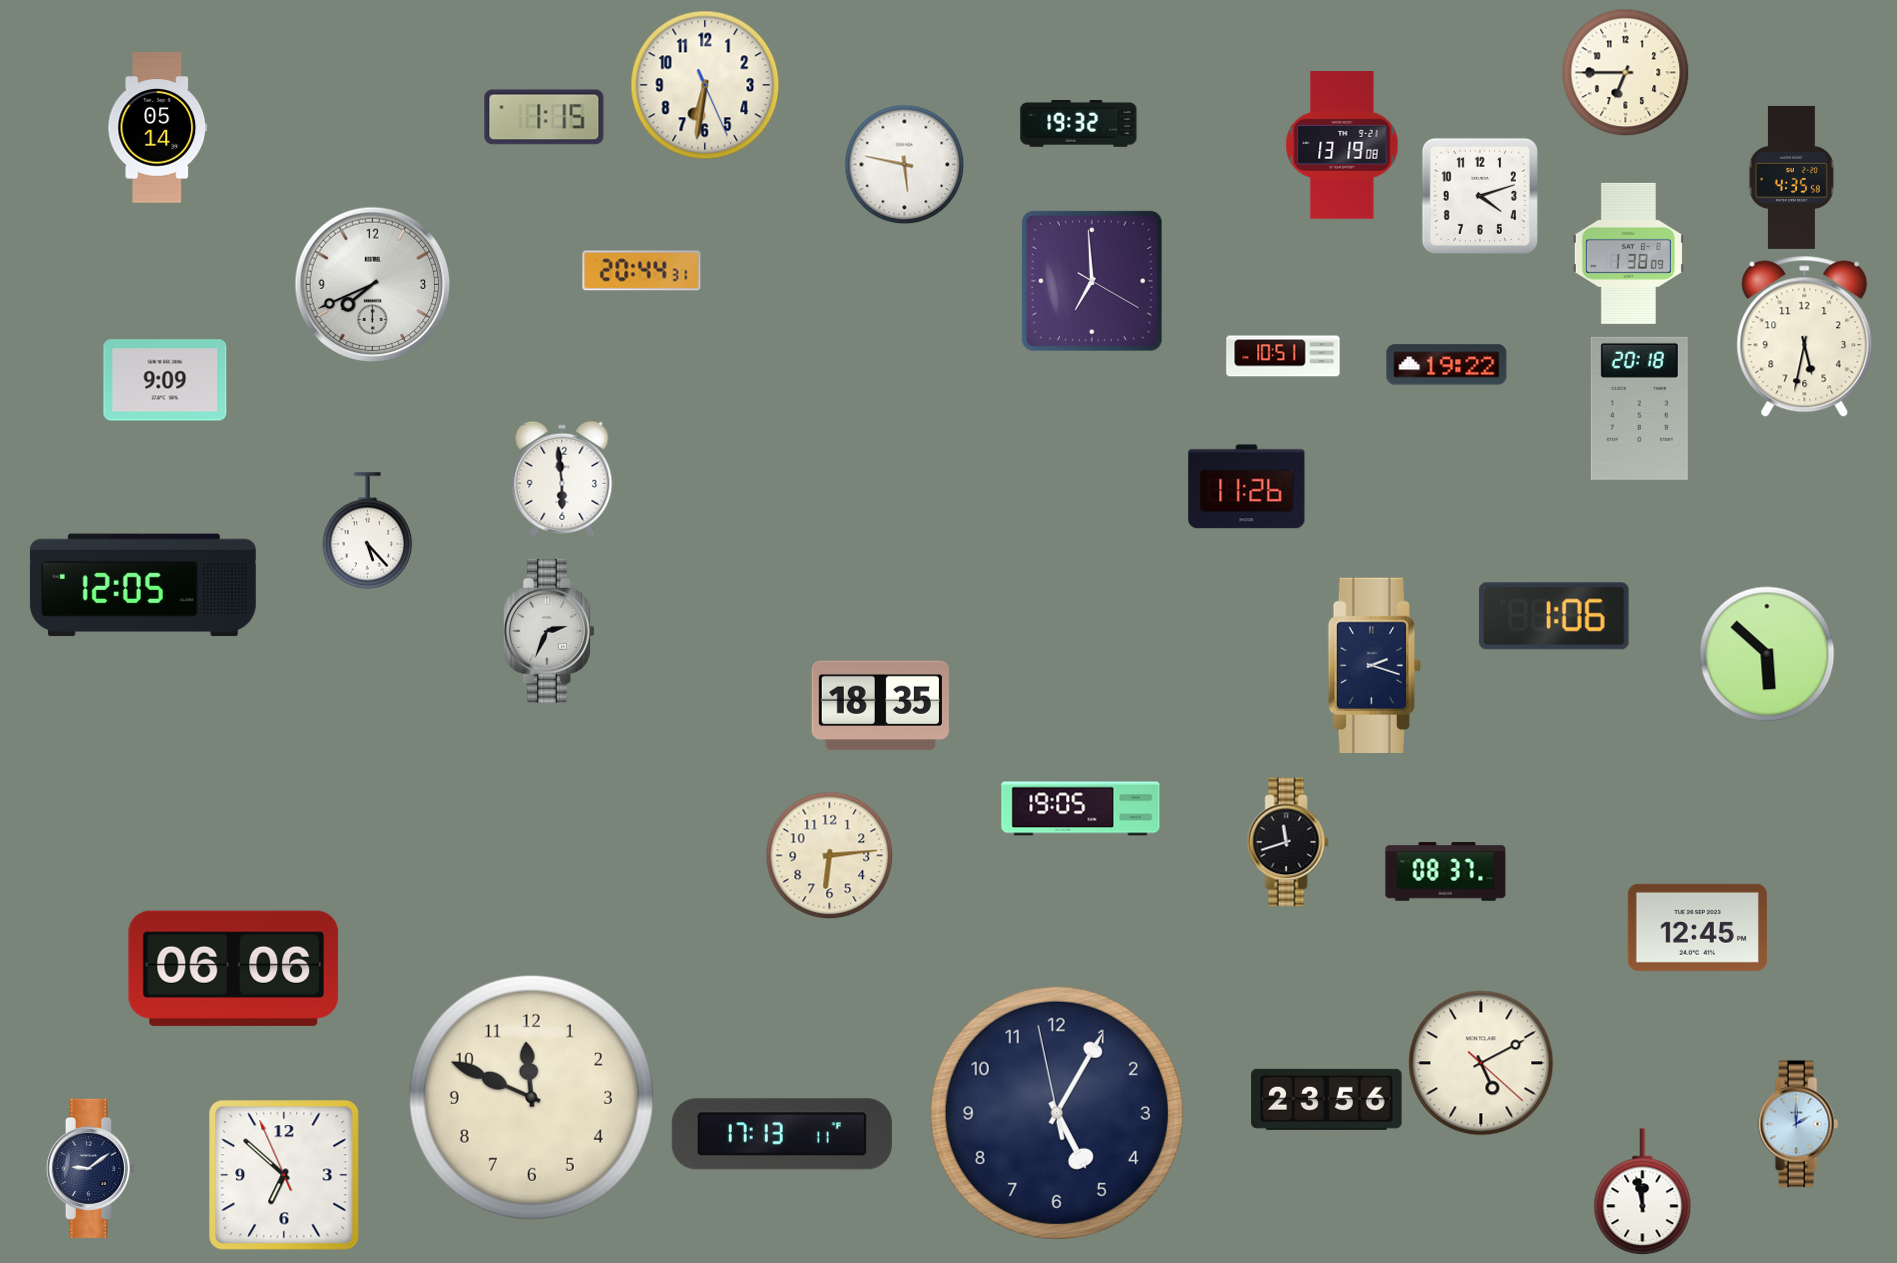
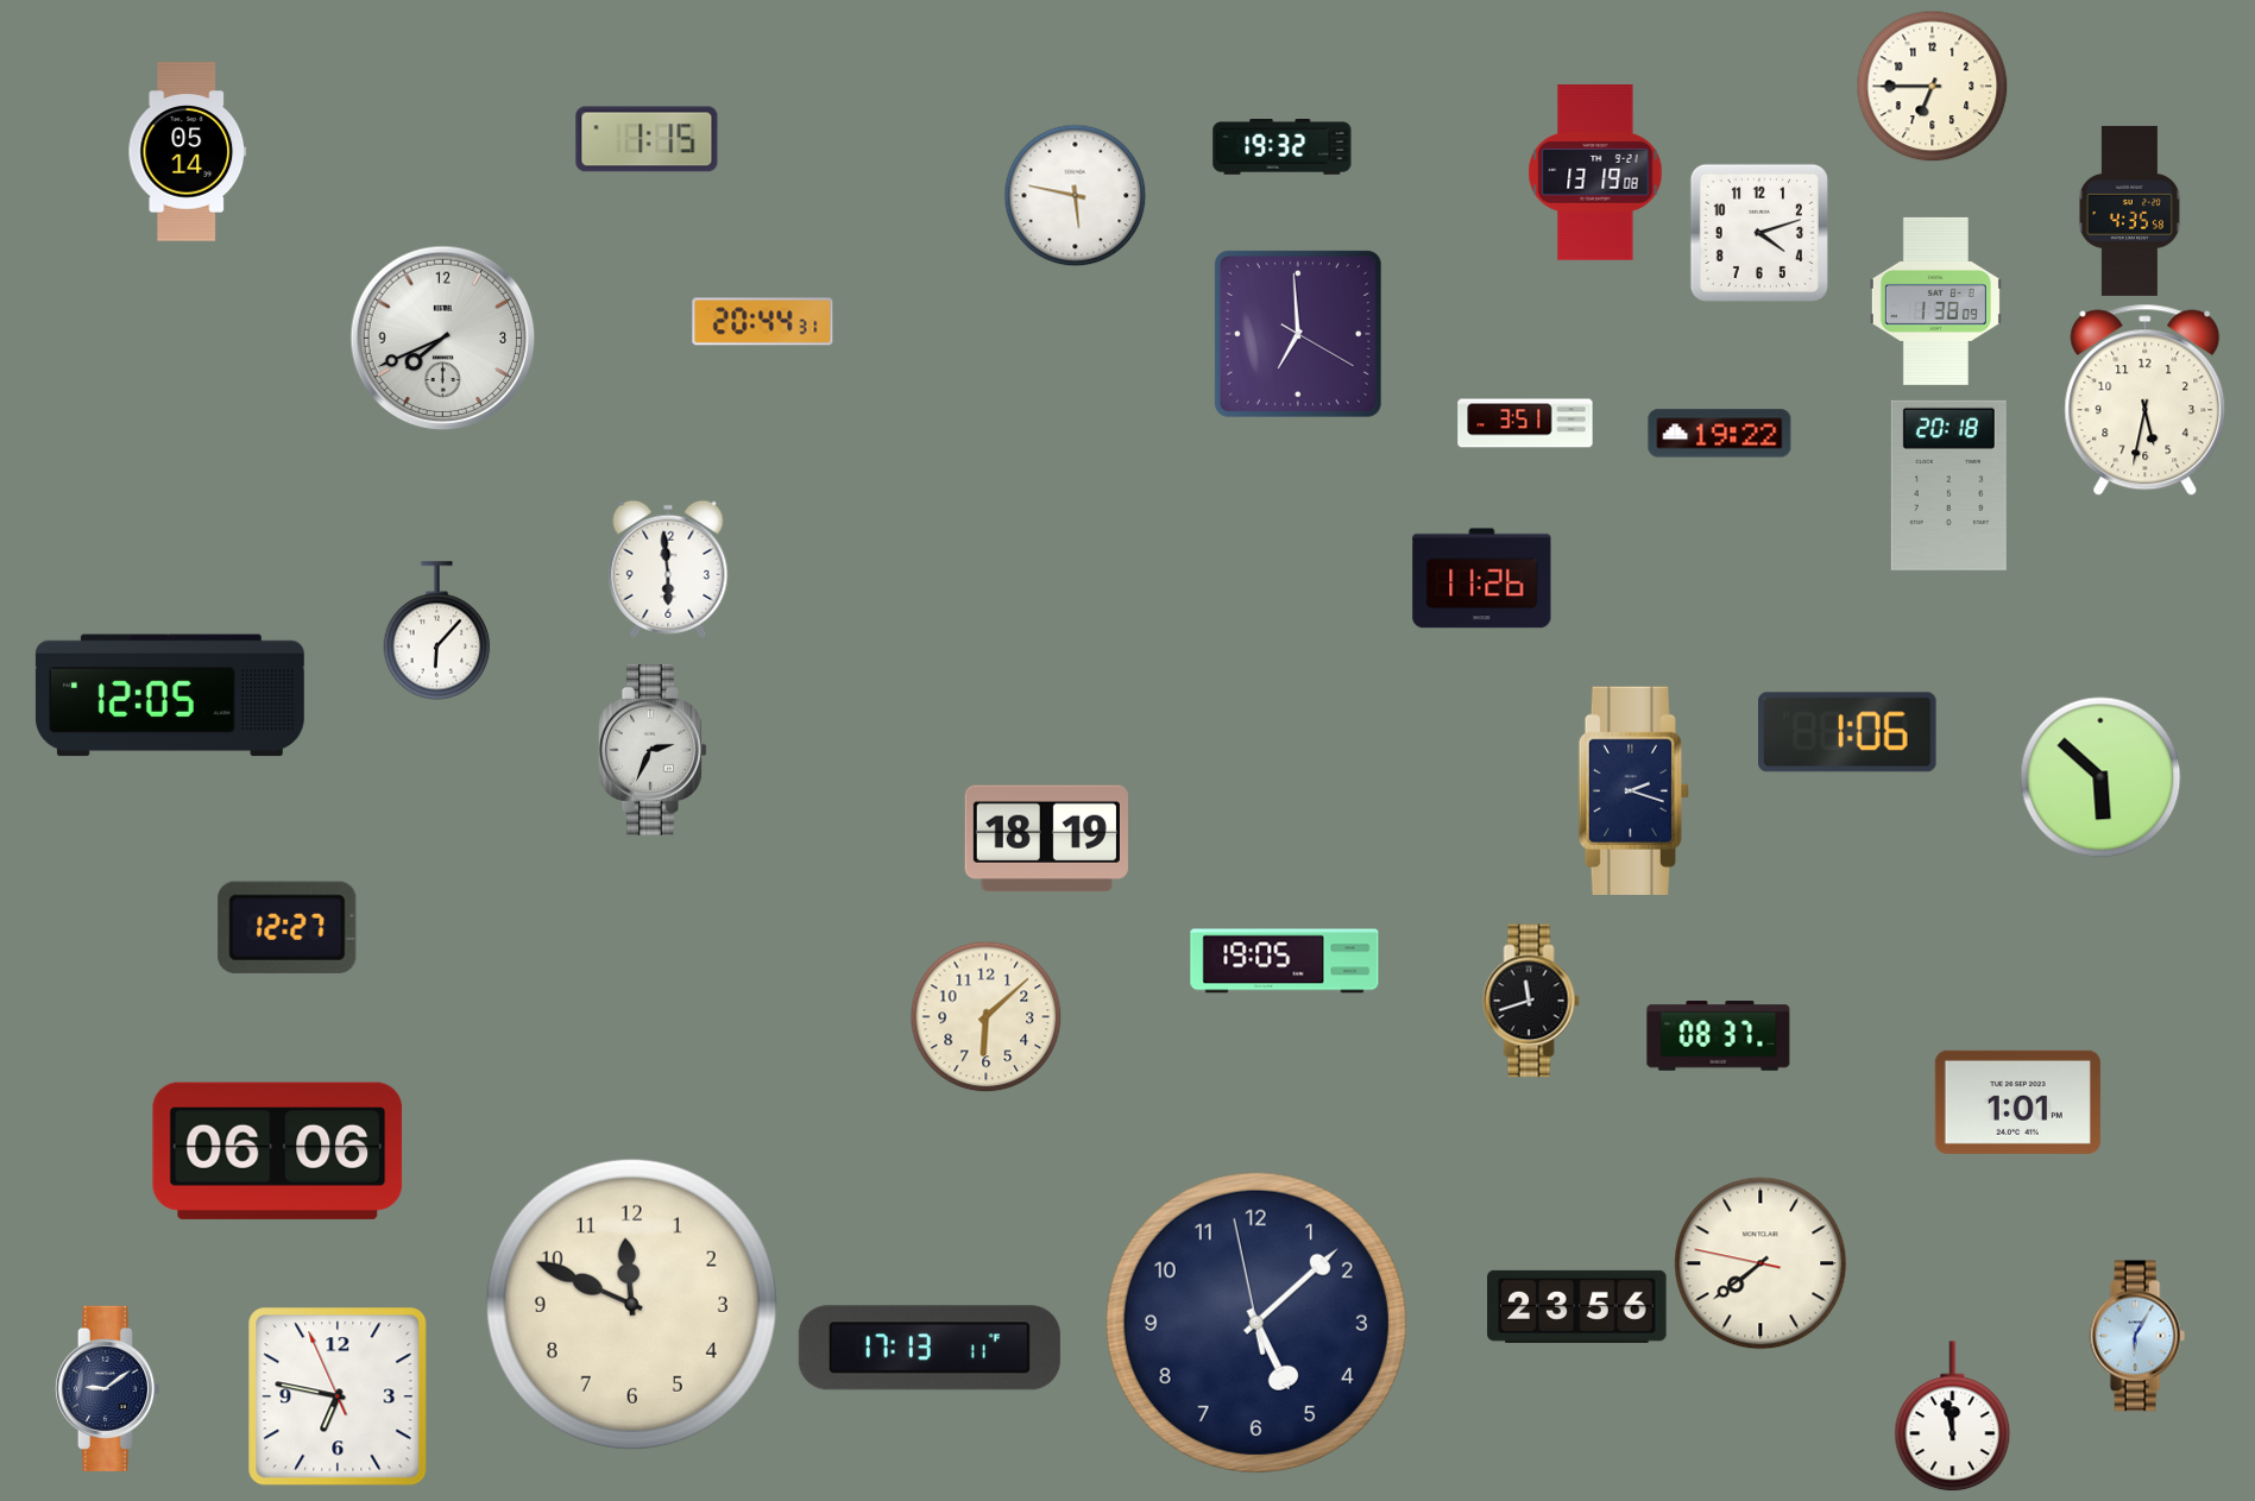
clock at (705, 85): 6:31 -> none
clock at (1283, 356): 10:51 -> 3:51
clock at (165, 380): 9:09 -> none
clock at (368, 531): 5:23 -> 6:07
clock at (880, 706): 18:35 -> 18:19
clock at (288, 927): none -> 12:27
clock at (830, 856): 6:14 -> 6:08
clock at (1697, 927): 12:45 -> 1:01
clock at (1481, 1063): 5:10 -> 7:38
clock at (1057, 1113): 5:04 -> 5:07
clock at (1798, 1124): 2:00 -> 6:05
clock at (284, 1175): 6:51 -> 6:46
